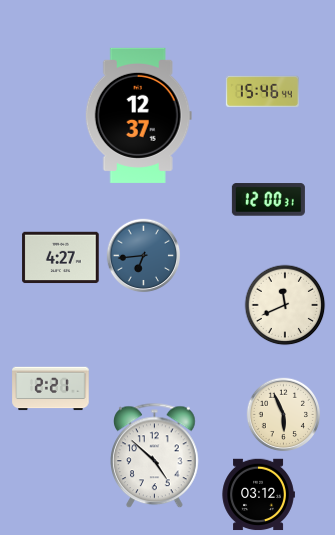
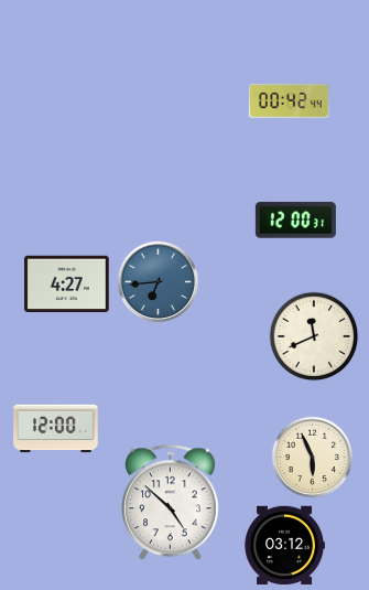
clock at (262, 92): 15:46 -> 00:42
clock at (138, 115): 12:37 -> none
clock at (51, 389): 2:21 -> 12:00
